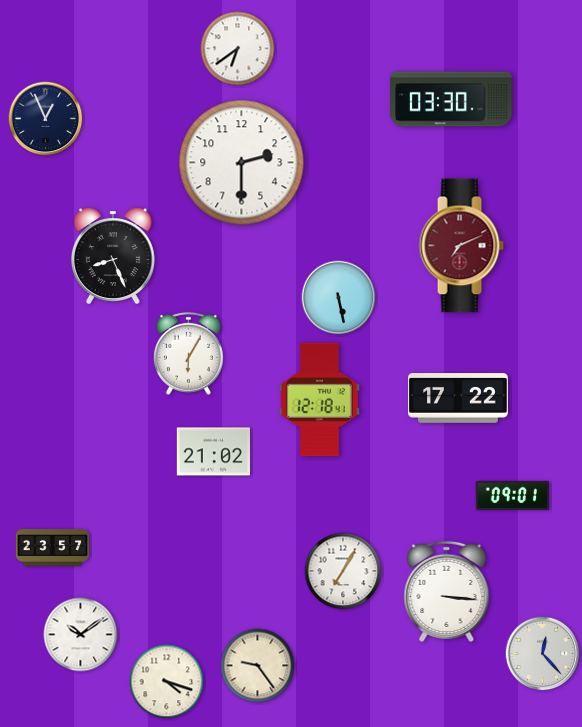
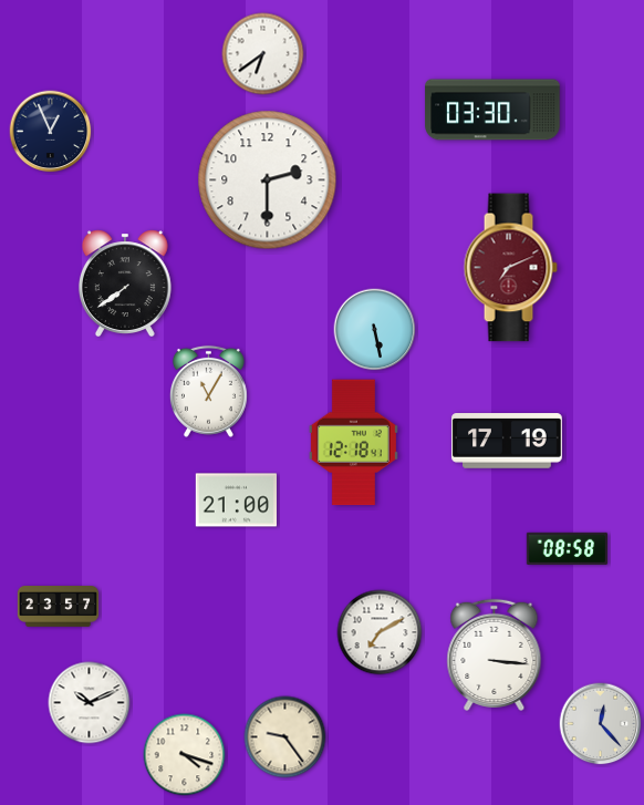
clock at (451, 99) position: (451, 99) -> (492, 110)
clock at (461, 246) position: (461, 246) -> (510, 268)
clock at (113, 256): 8:26 -> 7:39
clock at (188, 353): 6:05 -> 11:05
clock at (458, 398): 17:22 -> 17:19
clock at (213, 452): 21:02 -> 21:00
clock at (512, 495): 09:01 -> 08:58
clock at (343, 571): 7:05 -> 7:10
clock at (81, 635): 10:09 -> 10:11
